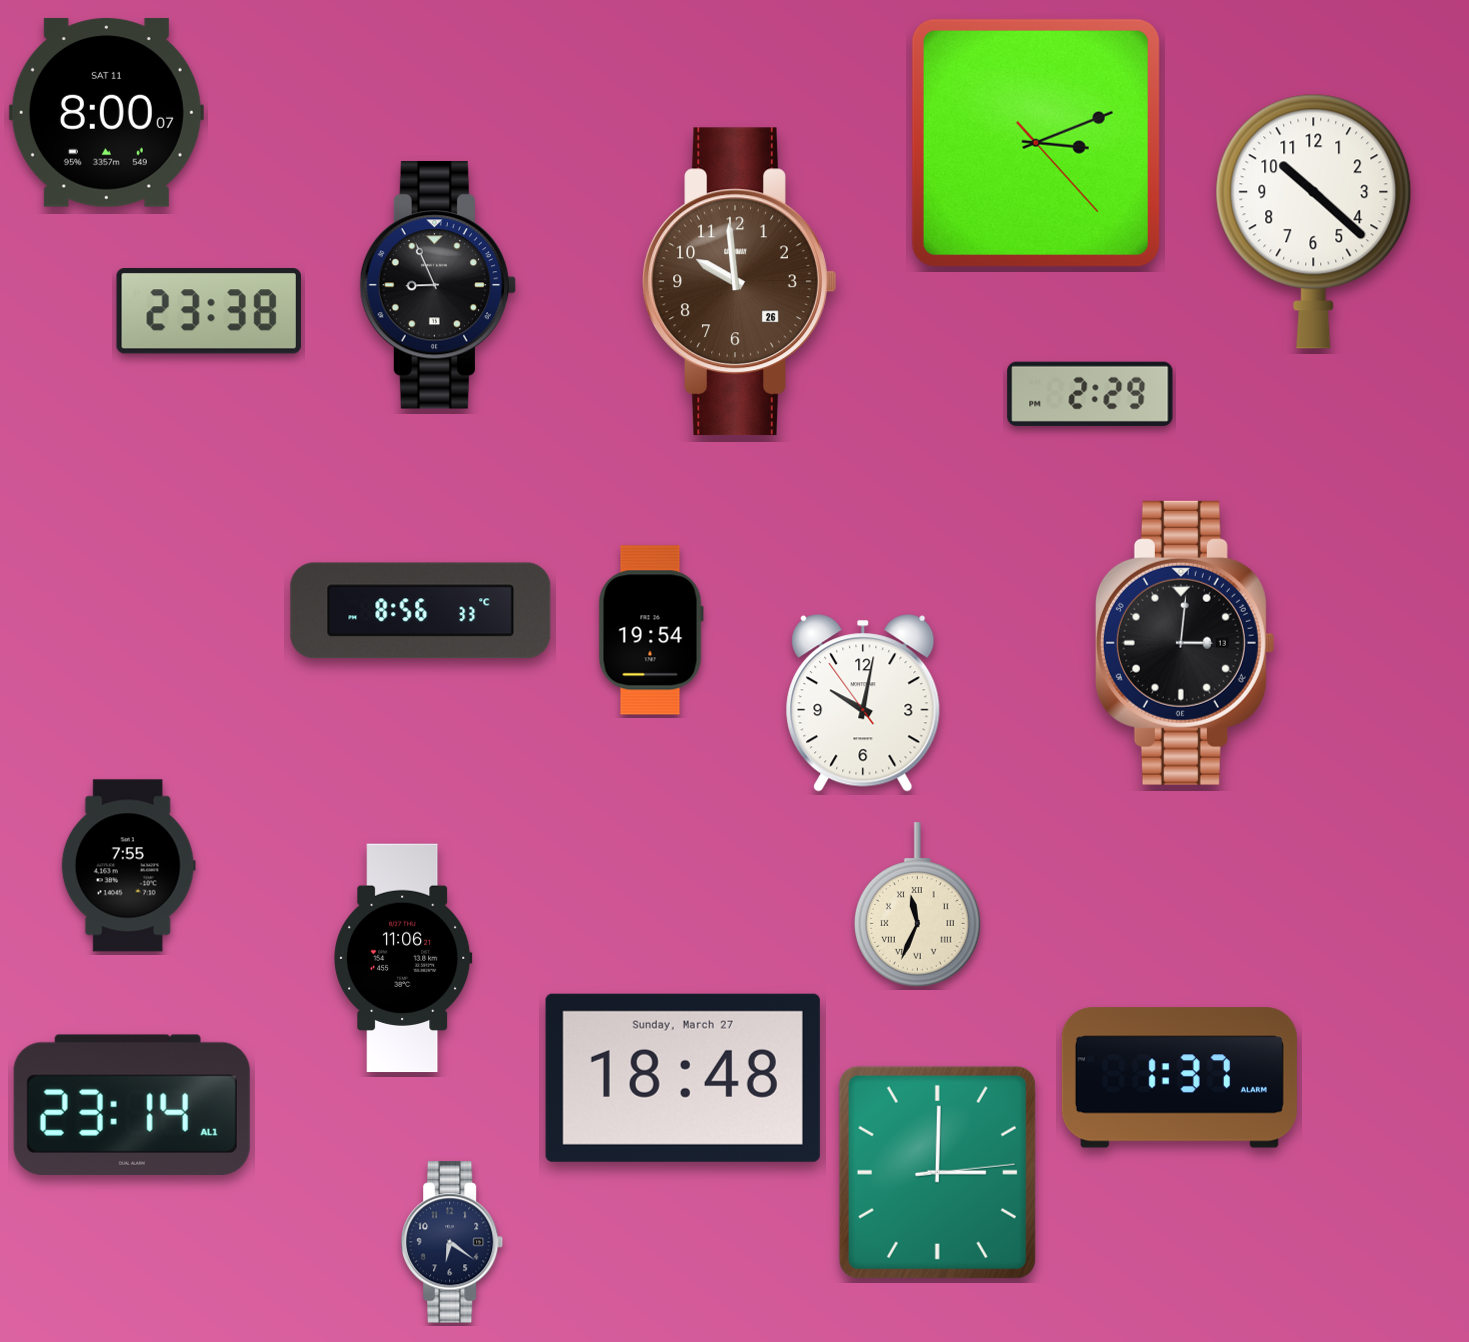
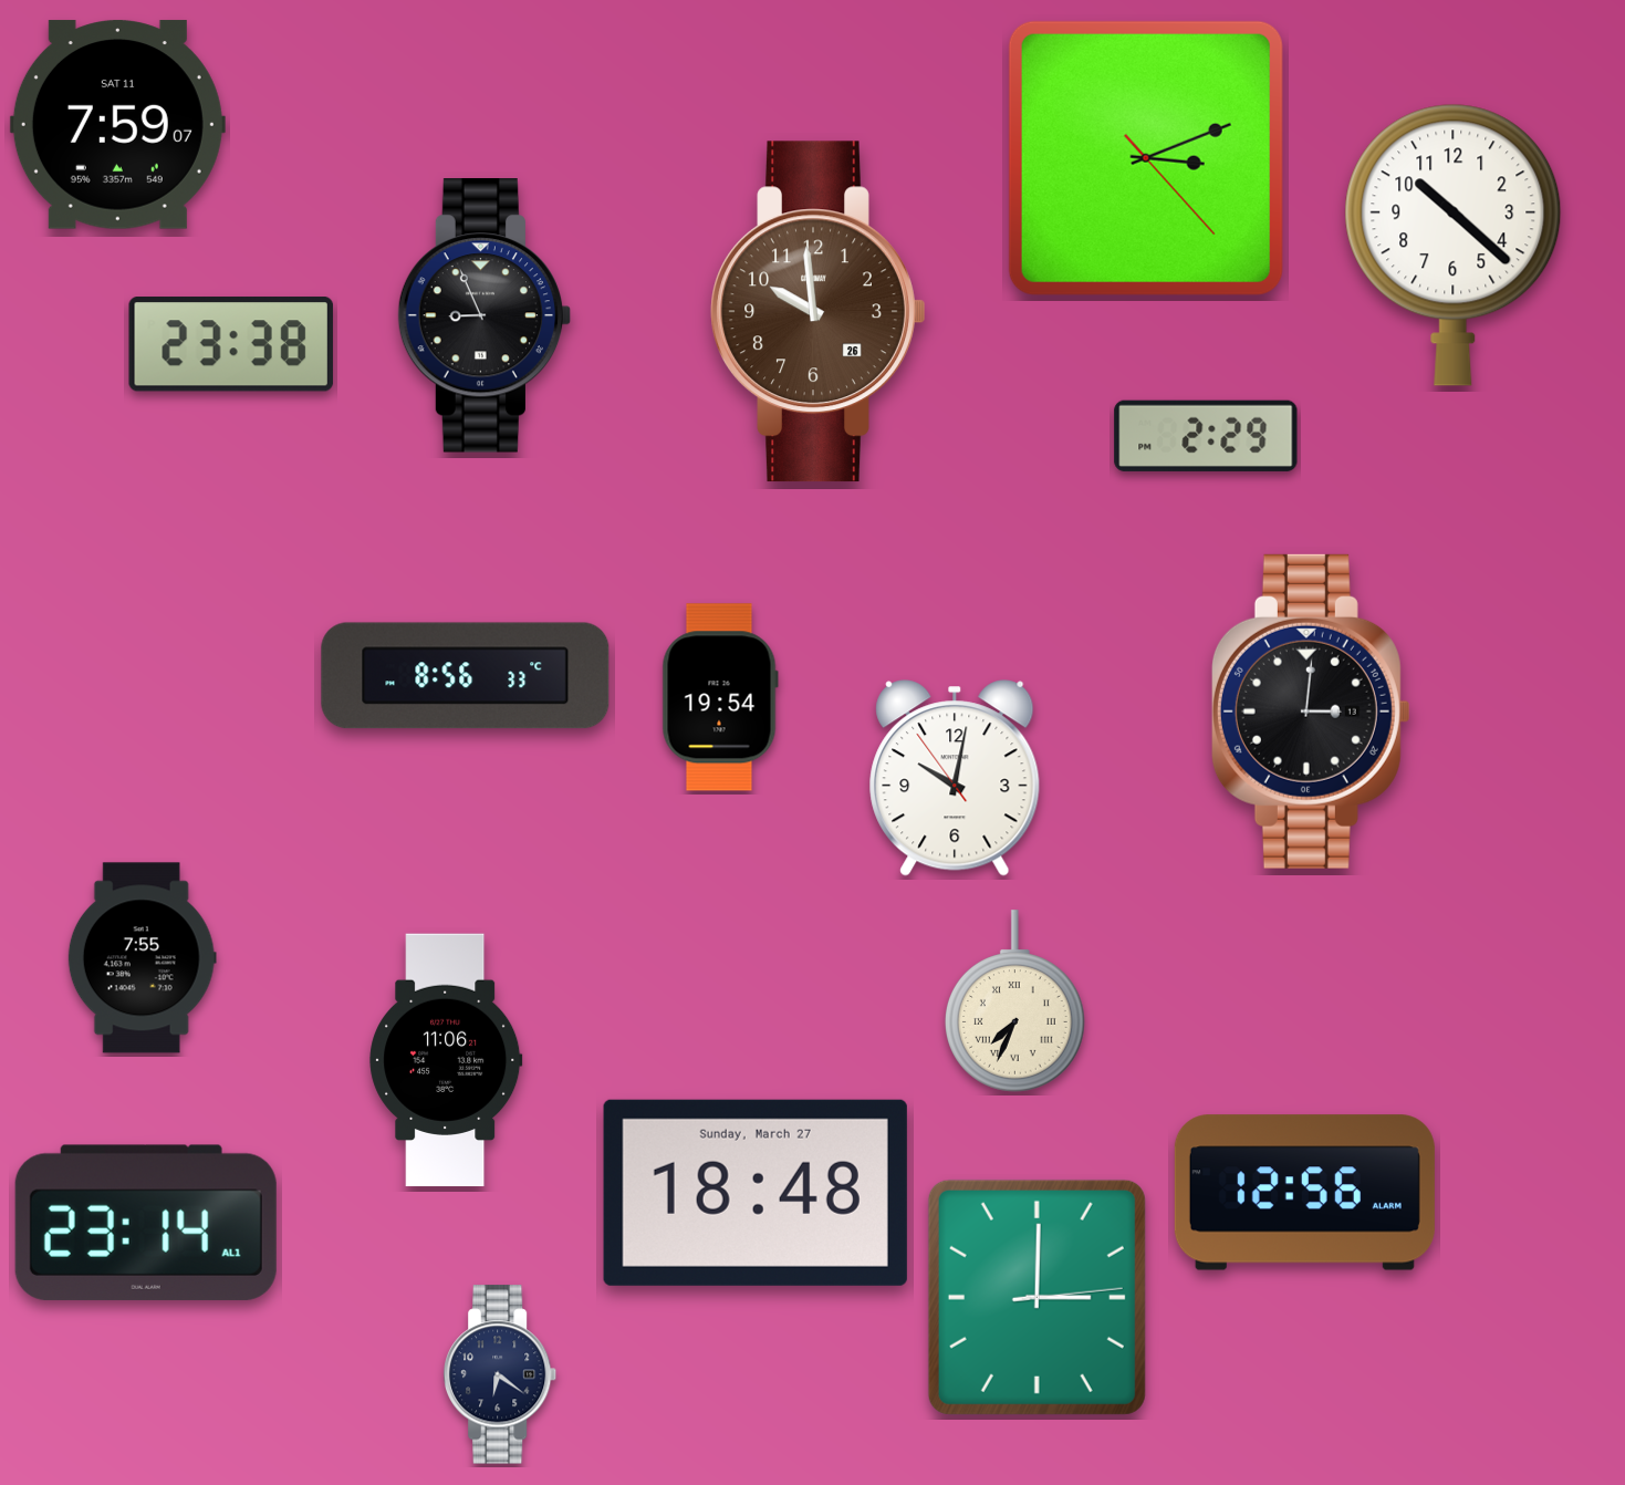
clock at (106, 113): 8:00 -> 7:59
clock at (917, 905): 11:34 -> 7:34
clock at (1179, 1078): 1:37 -> 12:56
